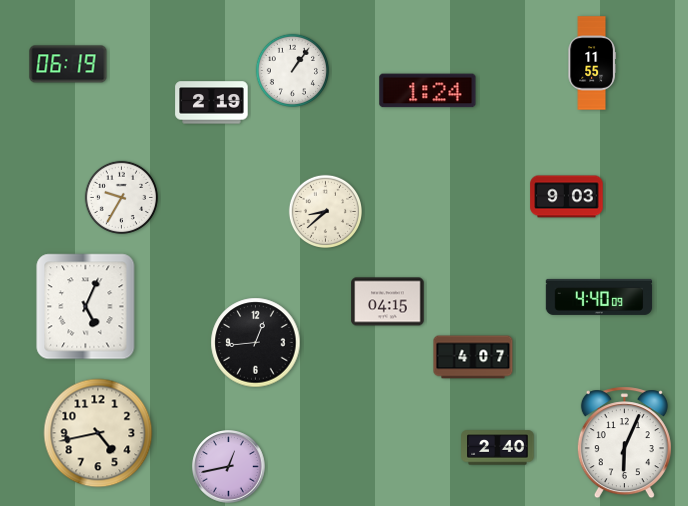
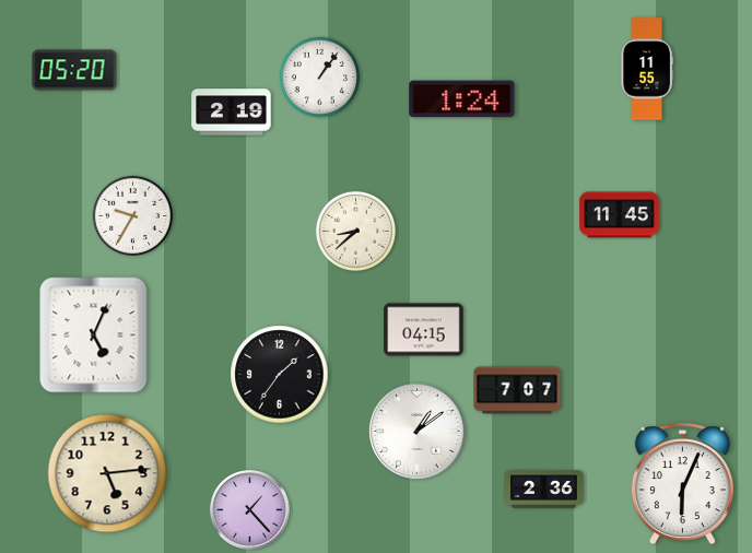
clock at (68, 64): 06:19 -> 05:20
clock at (428, 91) position: (428, 91) -> (462, 99)
clock at (567, 197): 9:03 -> 11:45
clock at (599, 297): 4:40 -> none
clock at (256, 343): 12:44 -> 1:36
clock at (473, 357): 4:07 -> 7:07
clock at (418, 432): none -> 1:09
clock at (98, 433): 4:43 -> 5:14
clock at (498, 448): 2:40 -> 2:36
clock at (229, 467): 12:43 -> 1:23
